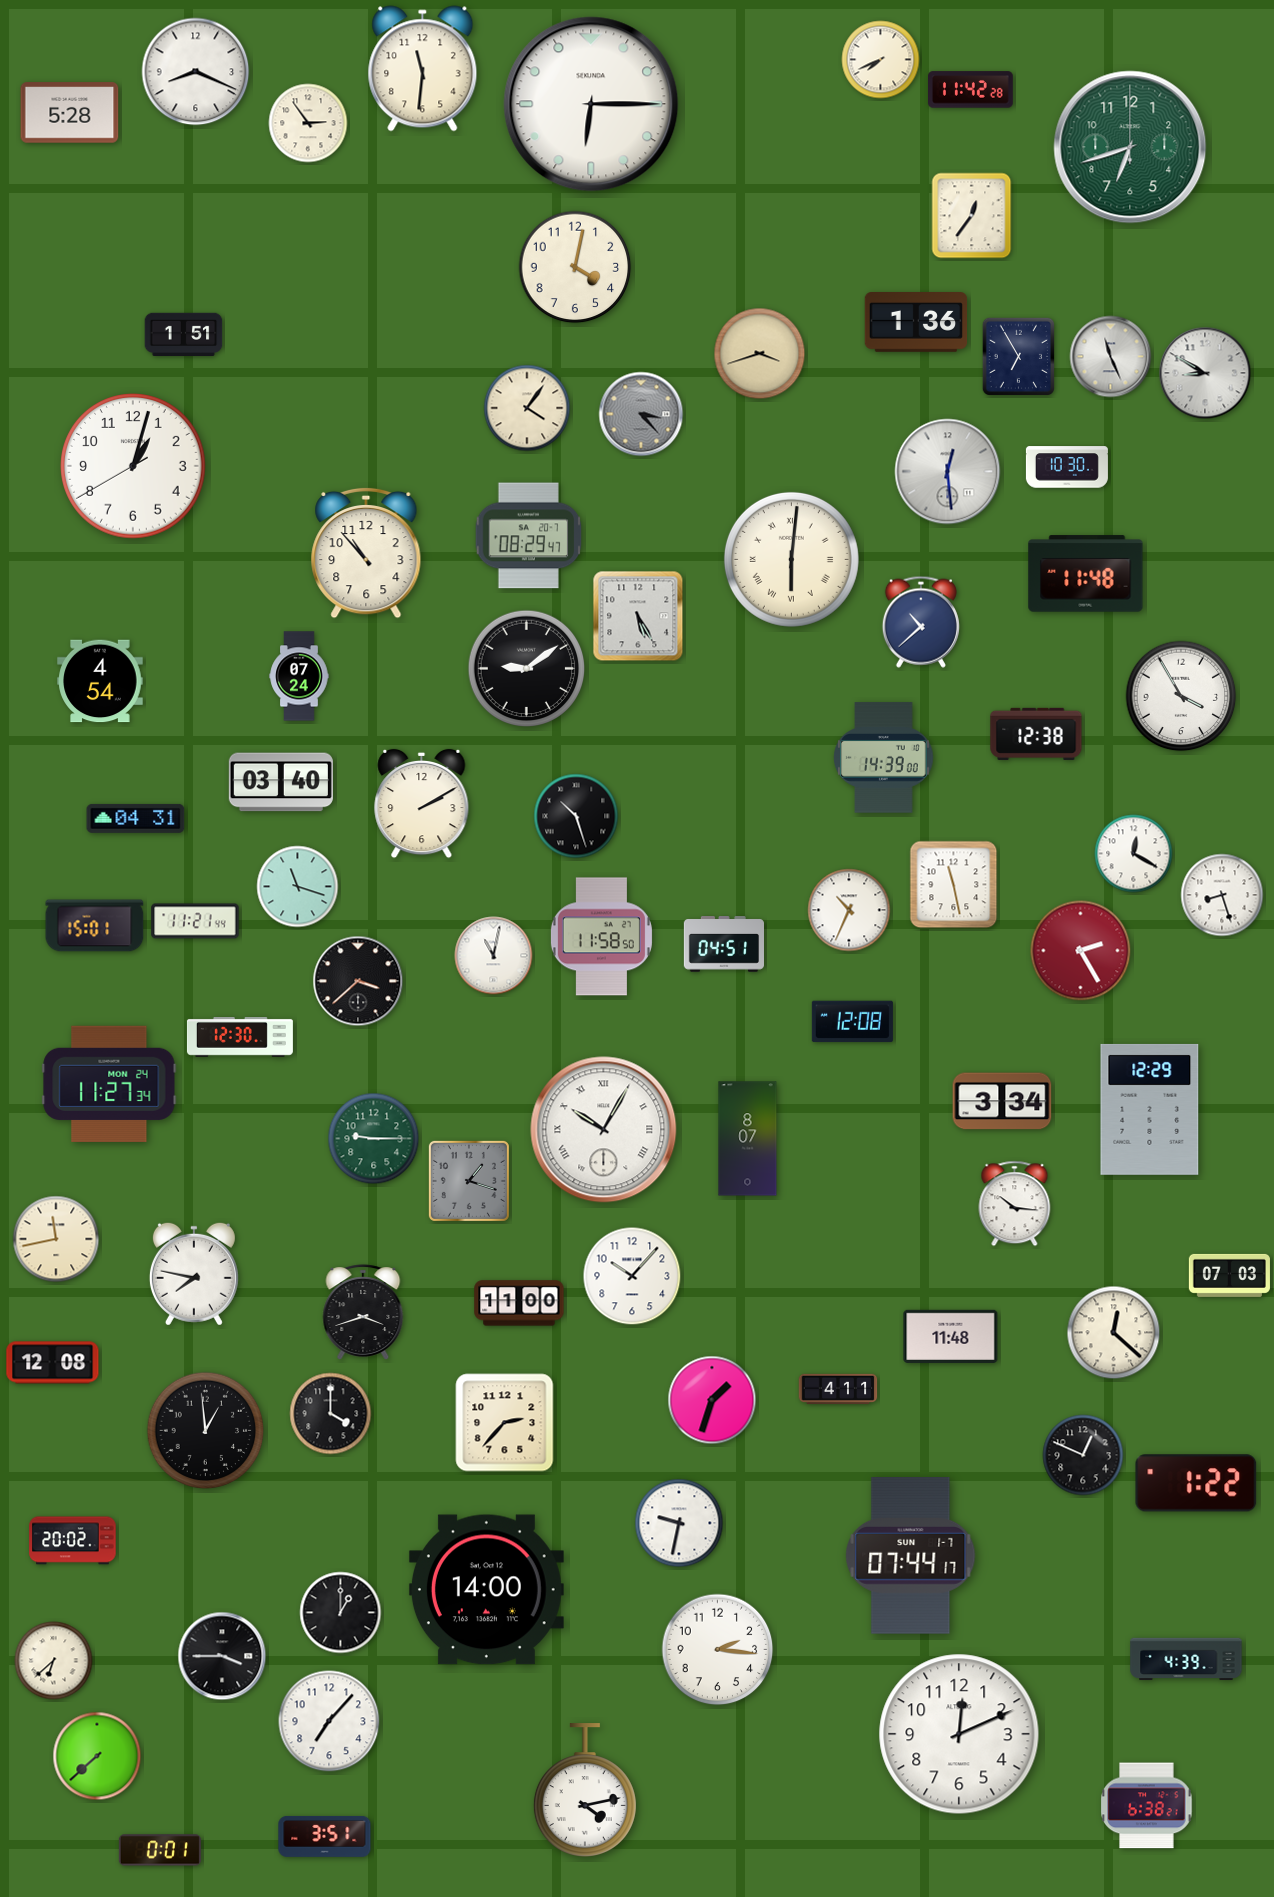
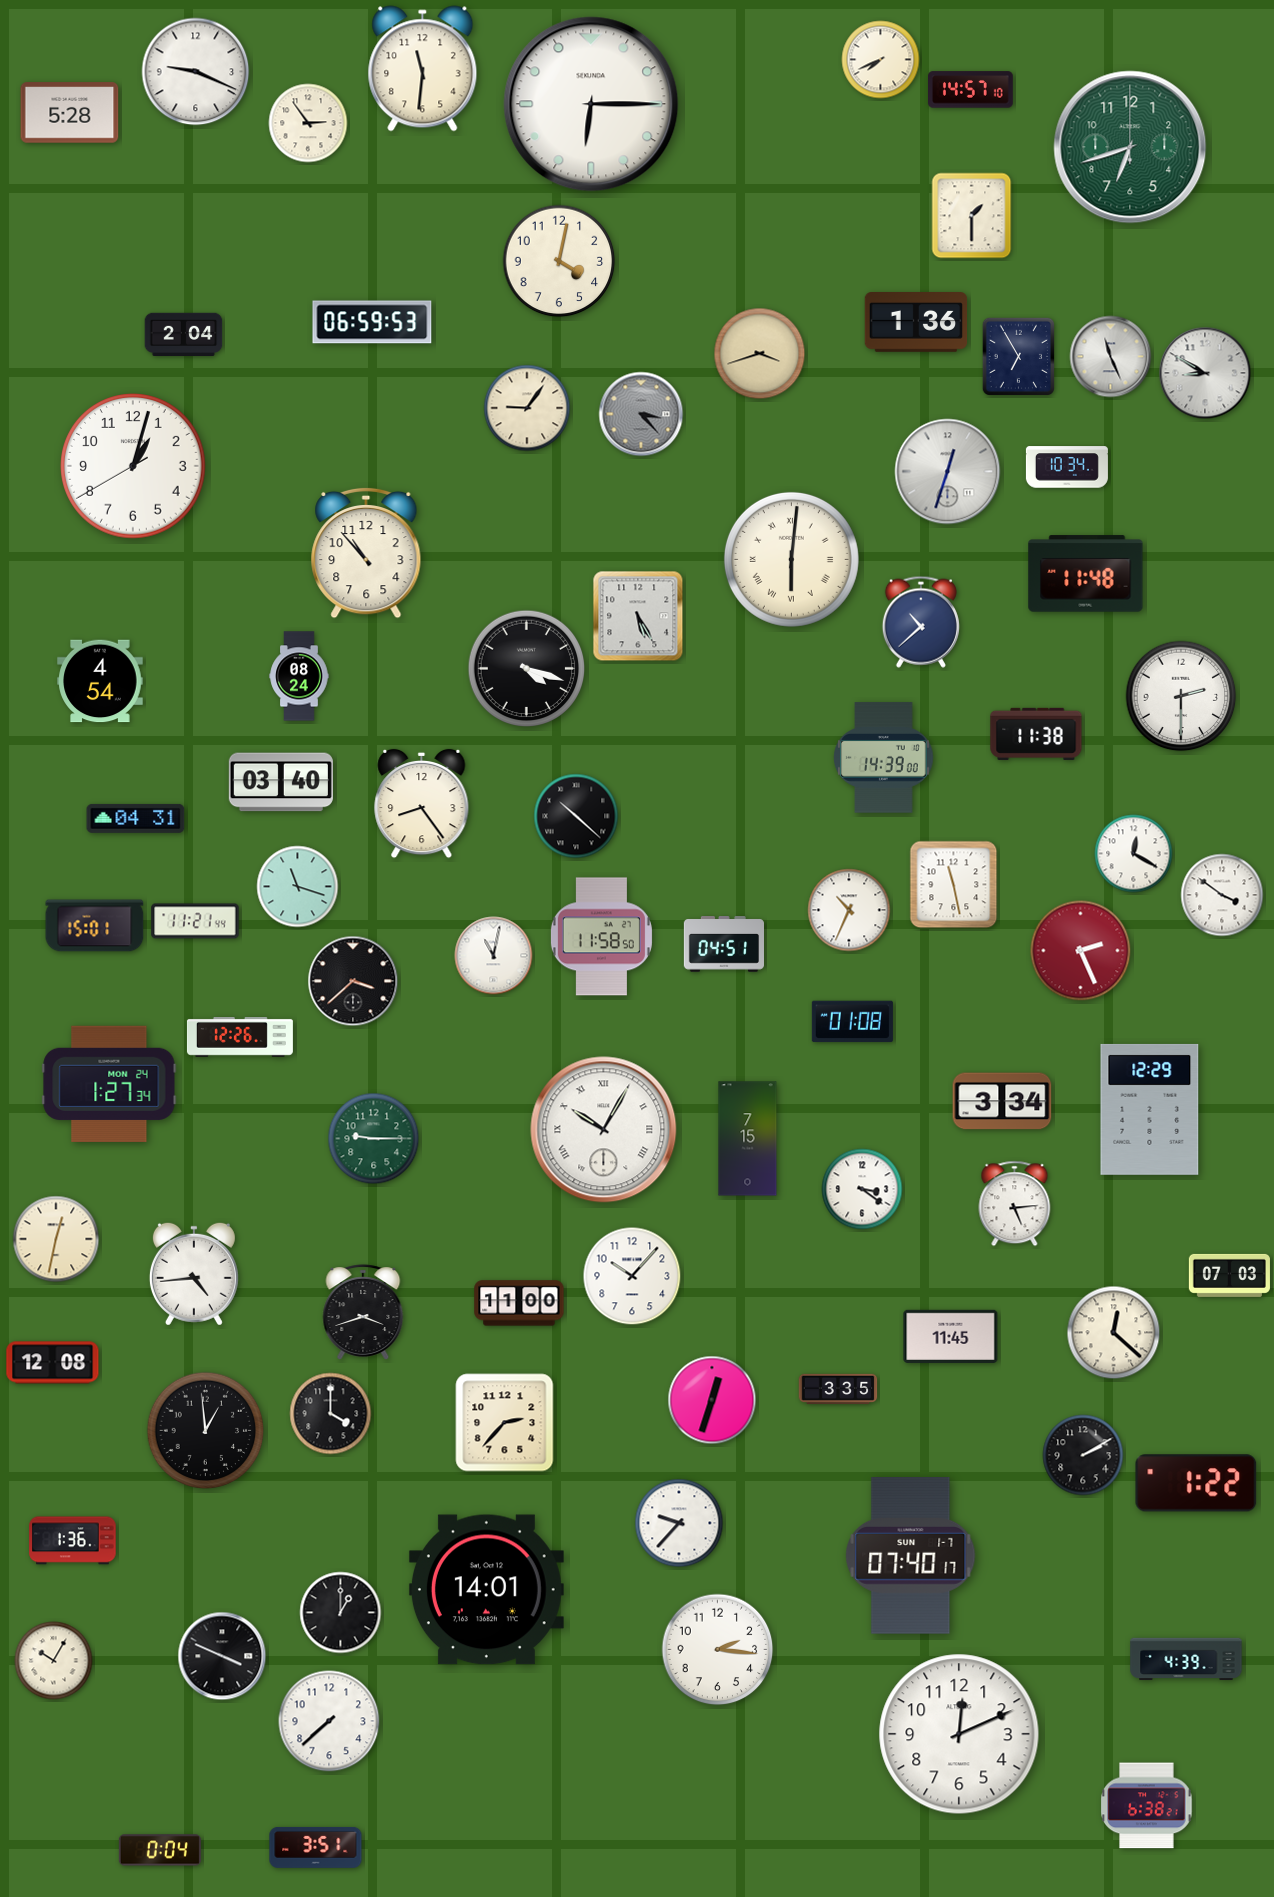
clock at (196, 72): 8:19 -> 9:19
clock at (971, 90): 11:42 -> 14:57
clock at (972, 216): 12:36 -> 1:30
clock at (575, 267) position: (575, 267) -> (559, 261)
clock at (372, 322): none -> 06:59
clock at (184, 334): 1:51 -> 2:04
clock at (527, 408): 4:06 -> 9:06
clock at (1067, 467): 10:30 -> 10:34
clock at (948, 472): 12:29 -> 12:33
clock at (529, 536): 08:29 -> none
clock at (527, 669): 9:09 -> 4:18
clock at (299, 676): 07:24 -> 08:24
clock at (1181, 696): 3:55 -> 2:30
clock at (1036, 734): 12:38 -> 11:38
clock at (422, 804): 2:10 -> 8:24
clock at (576, 816): 10:27 -> 10:22
clock at (1222, 895): 8:27 -> 3:51
clock at (1081, 951): 2:25 -> 2:26
clock at (358, 981) position: (358, 981) -> (353, 981)
clock at (852, 1022): 12:08 -> 01:08
clock at (240, 1038): 12:30 -> 12:26
clock at (109, 1083): 11:27 -> 1:27
clock at (748, 1139): 8:07 -> 7:15
clock at (469, 1181): 1:18 -> none
clock at (862, 1189): none -> 3:21
clock at (1015, 1204): 10:16 -> 5:14
clock at (56, 1239): 11:43 -> 12:32
clock at (194, 1274): 7:47 -> 4:44
clock at (951, 1336): 11:48 -> 11:45
clock at (838, 1389): 4:11 -> 3:35
clock at (712, 1400): 1:33 -> 12:33
clock at (1083, 1455): 12:49 -> 2:10
clock at (679, 1523): 9:32 -> 9:37
clock at (73, 1541): 20:02 -> 1:36
clock at (911, 1556): 07:44 -> 07:40
clock at (486, 1590): 14:00 -> 14:01
clock at (222, 1656): 3:45 -> 3:49
clock at (54, 1661): 6:38 -> 10:05
clock at (329, 1721): 7:07 -> 7:38
clock at (97, 1756): 7:38 -> none
clock at (585, 1790): 4:13 -> none
clock at (325, 1836) position: (325, 1836) -> (316, 1847)
clock at (160, 1850): 0:01 -> 0:04
